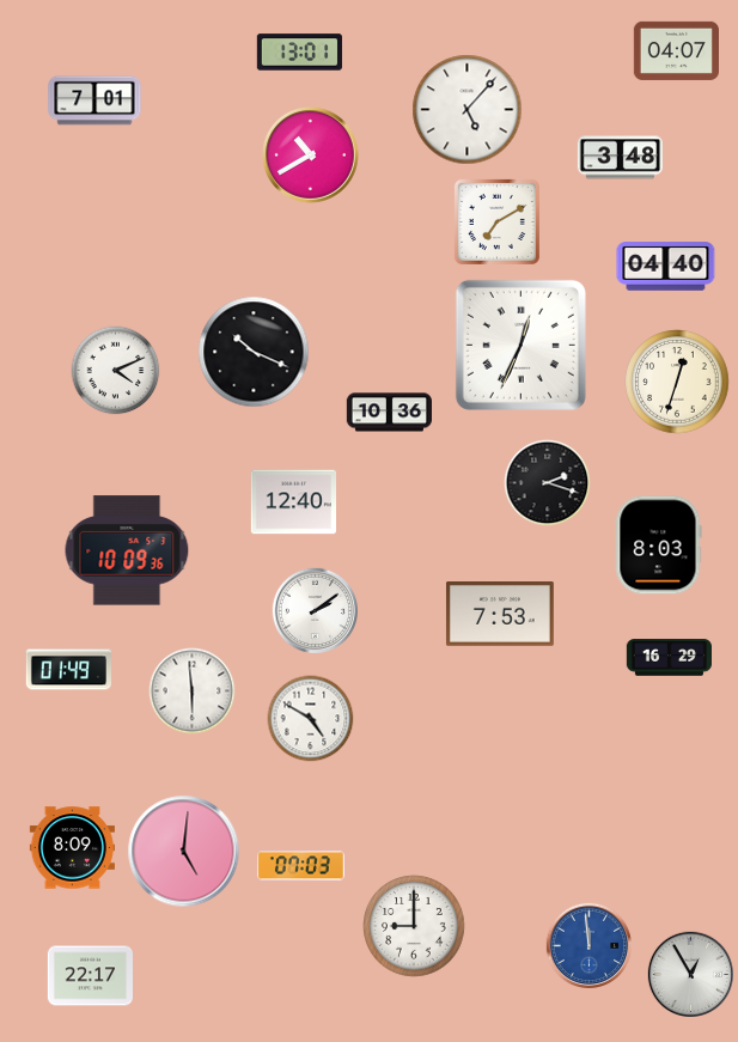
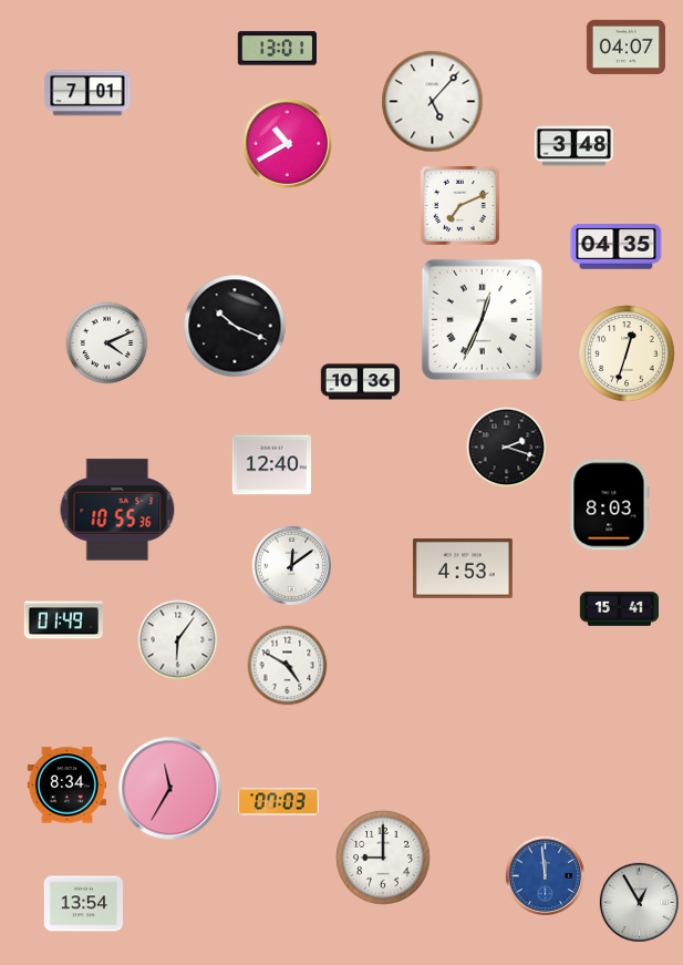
clock at (496, 221): 7:10 -> 7:11
clock at (666, 267): 04:40 -> 04:35
clock at (127, 550): 10:09 -> 10:55
clock at (316, 611): 2:09 -> 12:09
clock at (500, 615): 7:53 -> 4:53
clock at (669, 658): 16:29 -> 15:41
clock at (193, 691): 5:59 -> 6:06
clock at (72, 848): 8:09 -> 8:34
clock at (184, 852): 5:01 -> 11:35
clock at (90, 976): 22:17 -> 13:54
